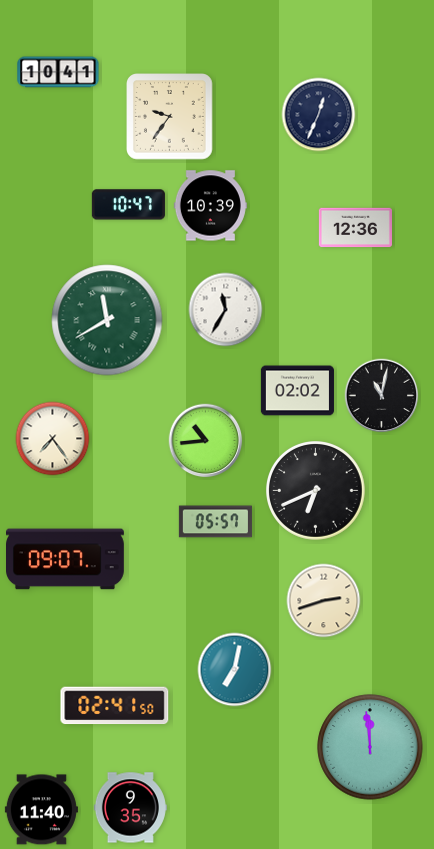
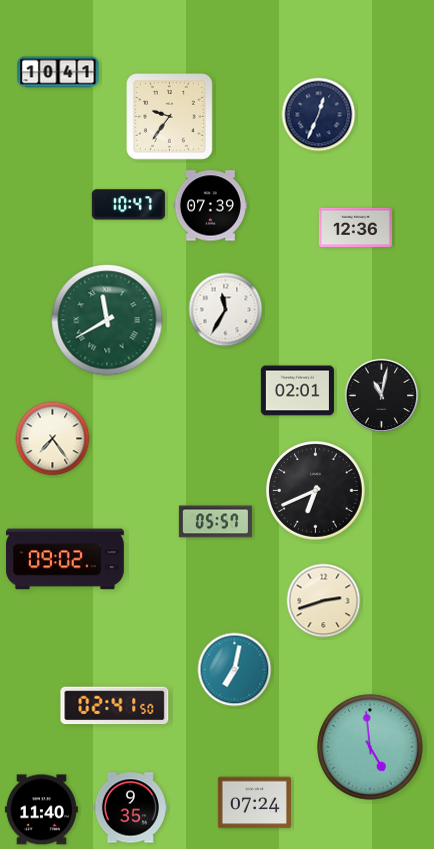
clock at (210, 206): 10:39 -> 07:39
clock at (297, 391): 02:02 -> 02:01
clock at (206, 441): 10:44 -> none
clock at (66, 559): 09:07 -> 09:02
clock at (370, 747): 11:59 -> 4:59
clock at (254, 803): none -> 07:24
